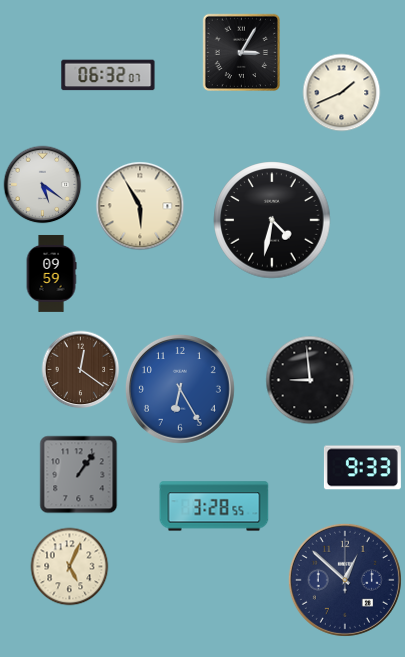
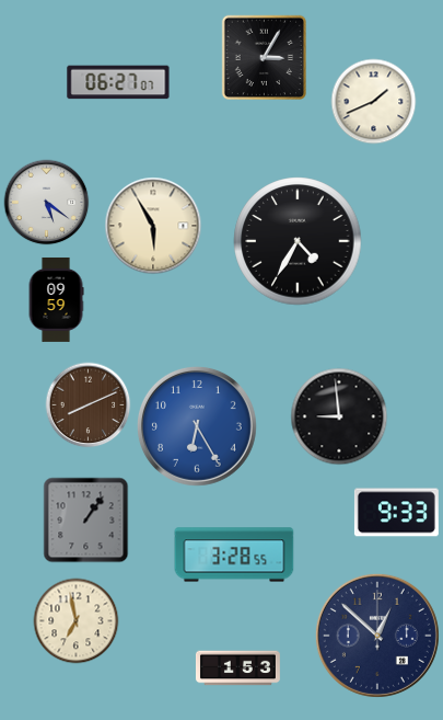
clock at (108, 75): 06:32 -> 06:27
clock at (272, 220): 4:32 -> 4:35
clock at (80, 369): 12:21 -> 8:11
clock at (69, 566): 5:04 -> 6:58
clock at (238, 668): none -> 1:53
